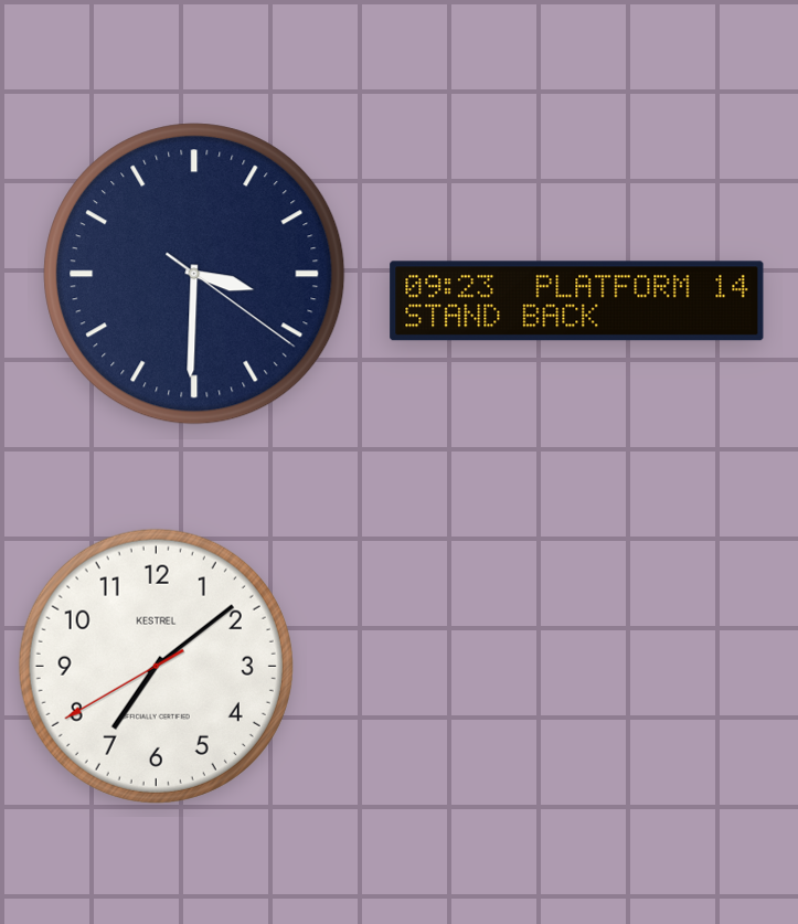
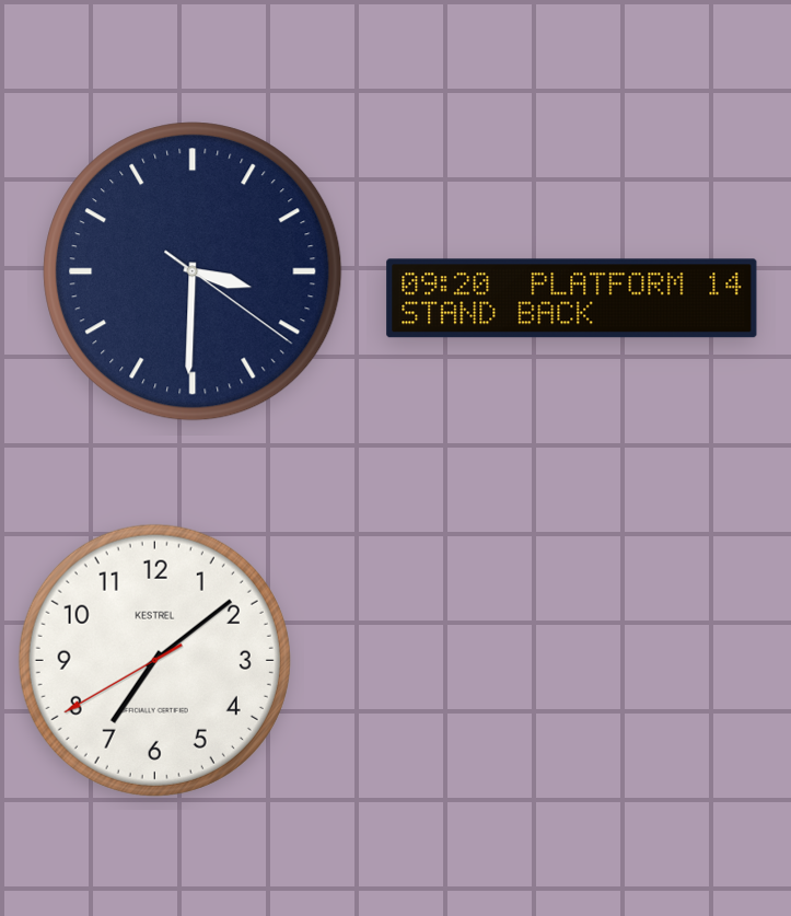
clock at (577, 301): 09:23 -> 09:20
